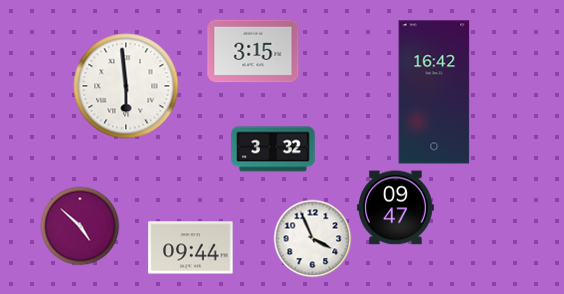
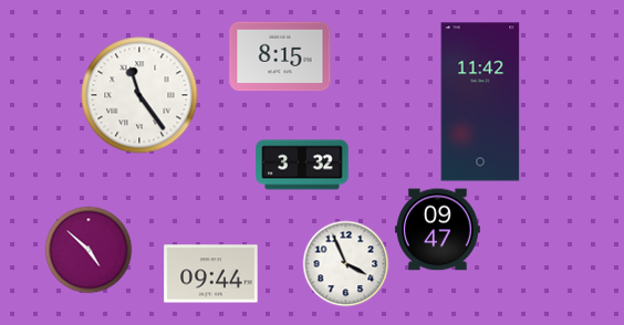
clock at (253, 51): 3:15 -> 8:15
clock at (126, 86): 5:59 -> 11:24
clock at (434, 92): 16:42 -> 11:42
